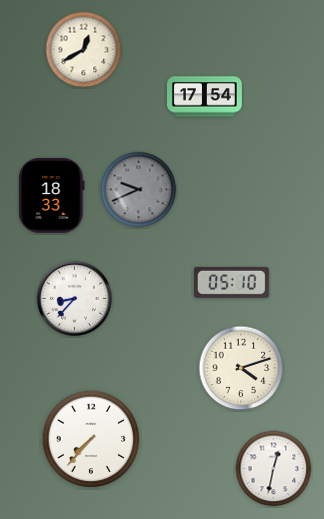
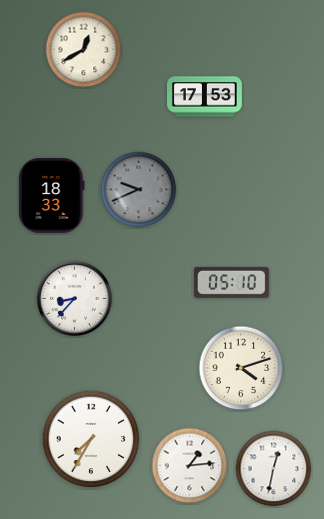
clock at (205, 97): 17:54 -> 17:53
clock at (91, 439): 7:37 -> 7:35
clock at (190, 466): none -> 1:14
